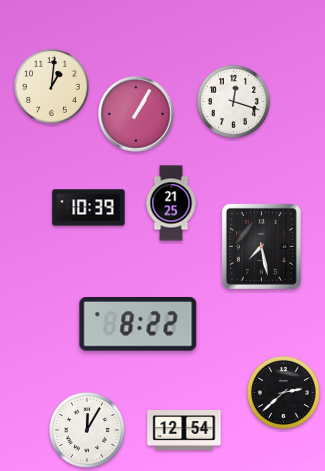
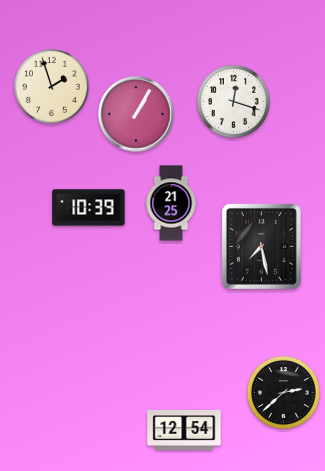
clock at (51, 86): 1:01 -> 1:57
clock at (138, 325): 8:22 -> none
clock at (87, 430): 12:05 -> none
